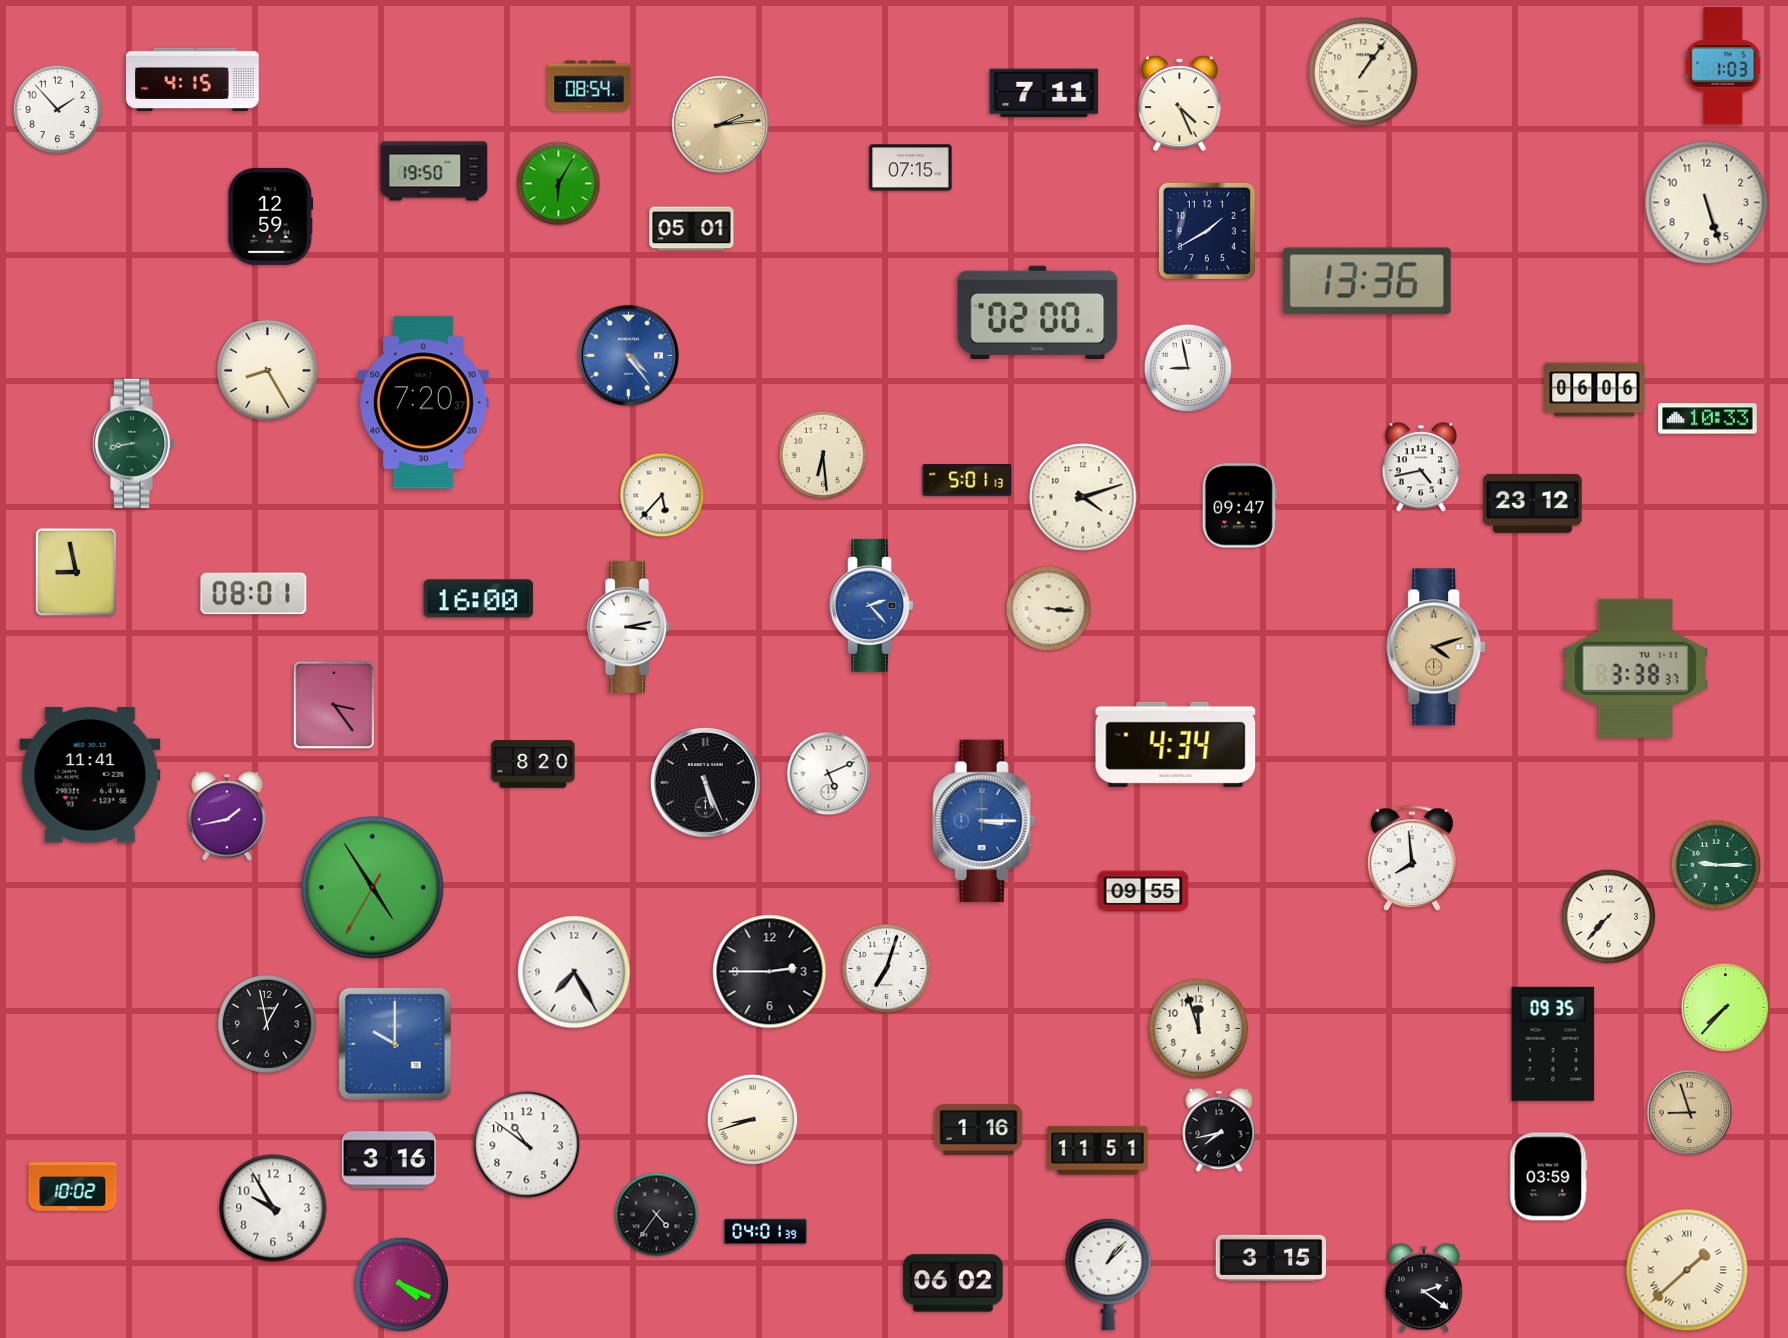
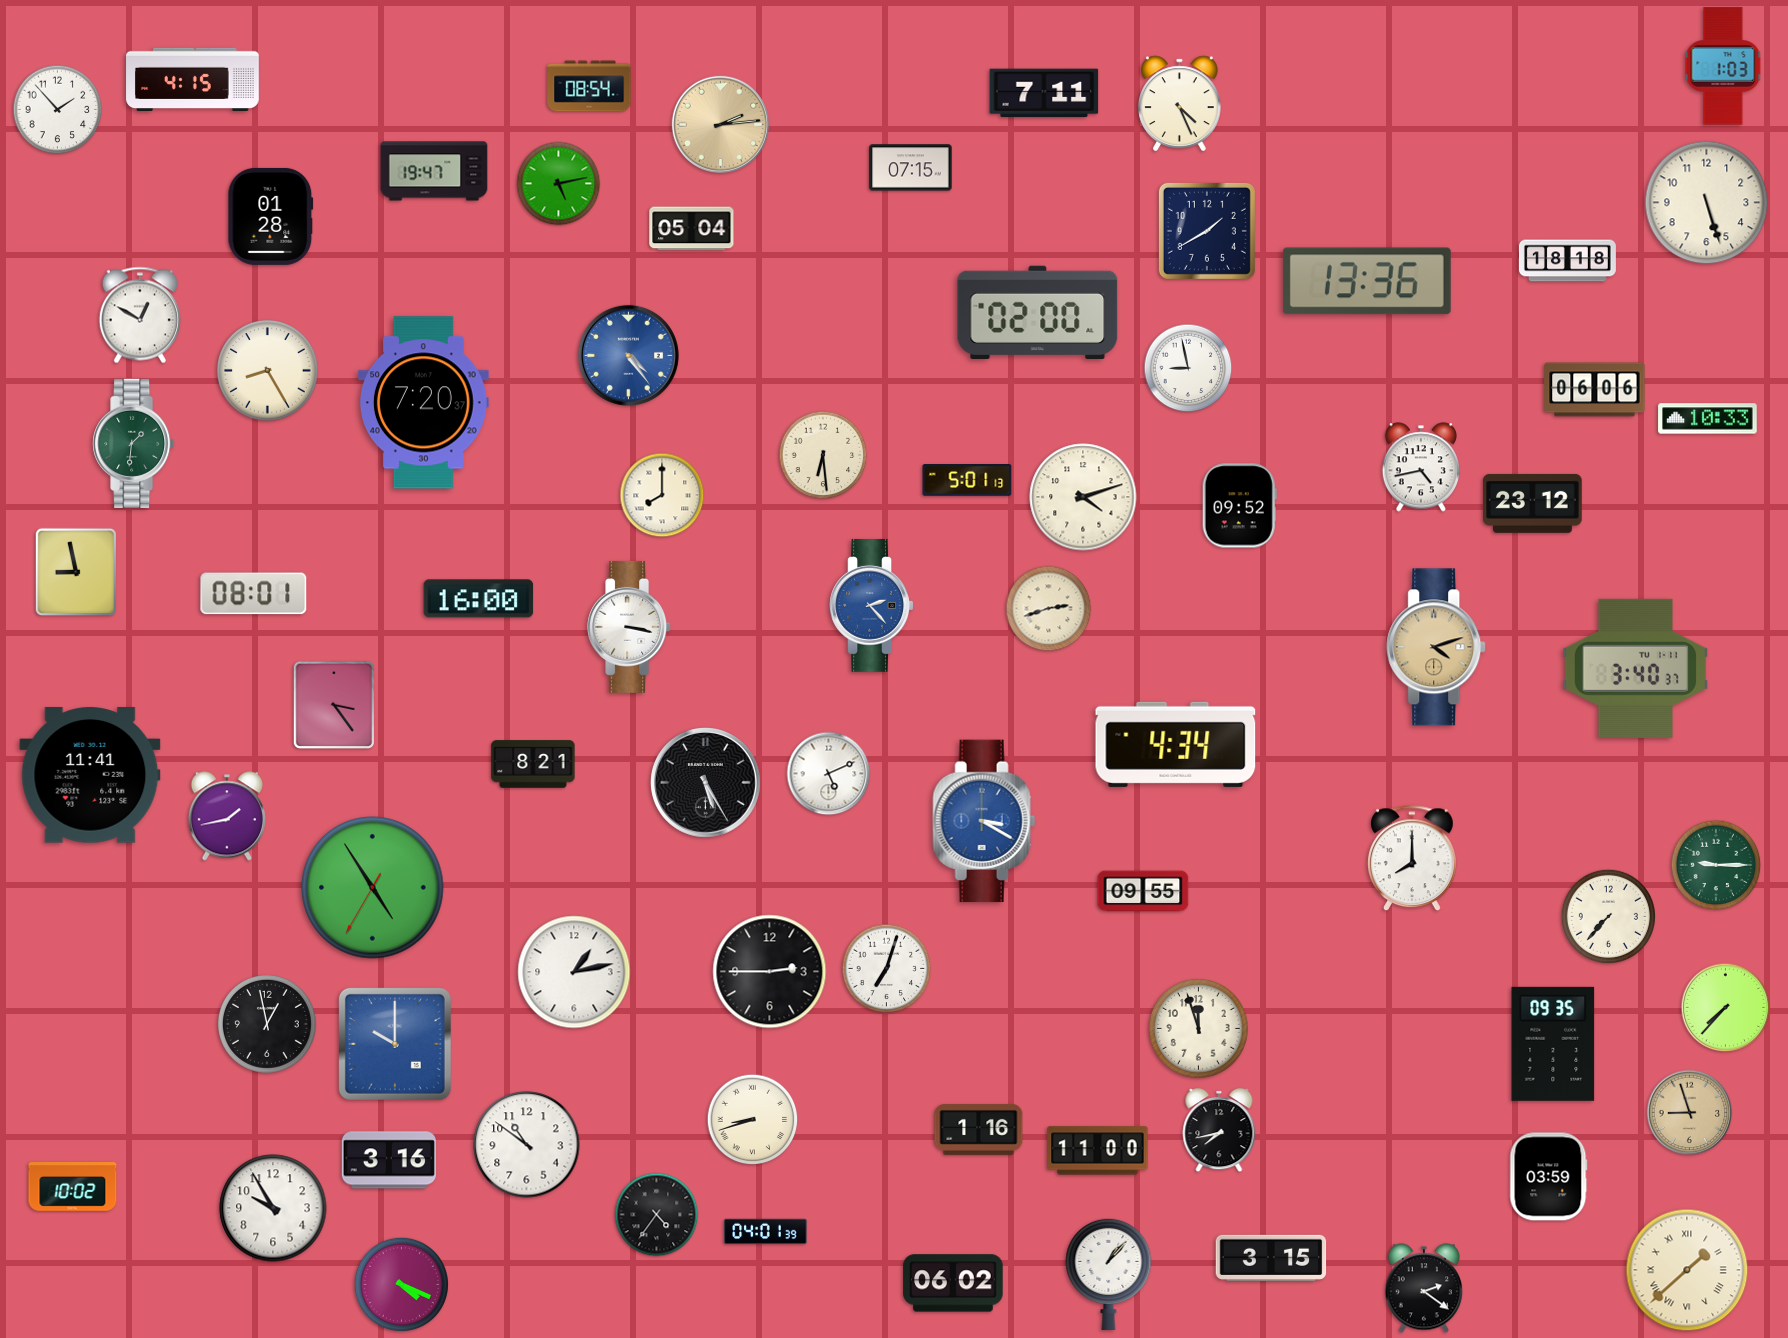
clock at (1363, 72): 1:06 -> none
clock at (434, 171): 19:50 -> 19:47
clock at (559, 184): 6:05 -> 5:13
clock at (271, 216): 12:59 -> 01:28
clock at (692, 229): 05:01 -> 05:04
clock at (1568, 261): none -> 18:18
clock at (140, 315): none -> 12:50
clock at (134, 443): 8:43 -> 1:31
clock at (662, 495): 5:37 -> 8:00
clock at (1239, 506): 09:47 -> 09:52
clock at (1049, 609): 3:16 -> 2:42
clock at (630, 627): 3:13 -> 3:17
clock at (1636, 668): 3:38 -> 3:40
clock at (533, 764): 8:20 -> 8:21
clock at (706, 783): 5:26 -> 5:25
clock at (984, 821): 3:15 -> 3:20
clock at (1412, 859): 7:59 -> 8:00
clock at (574, 972): 7:25 -> 1:13
clock at (1098, 1151): 11:51 -> 11:00
